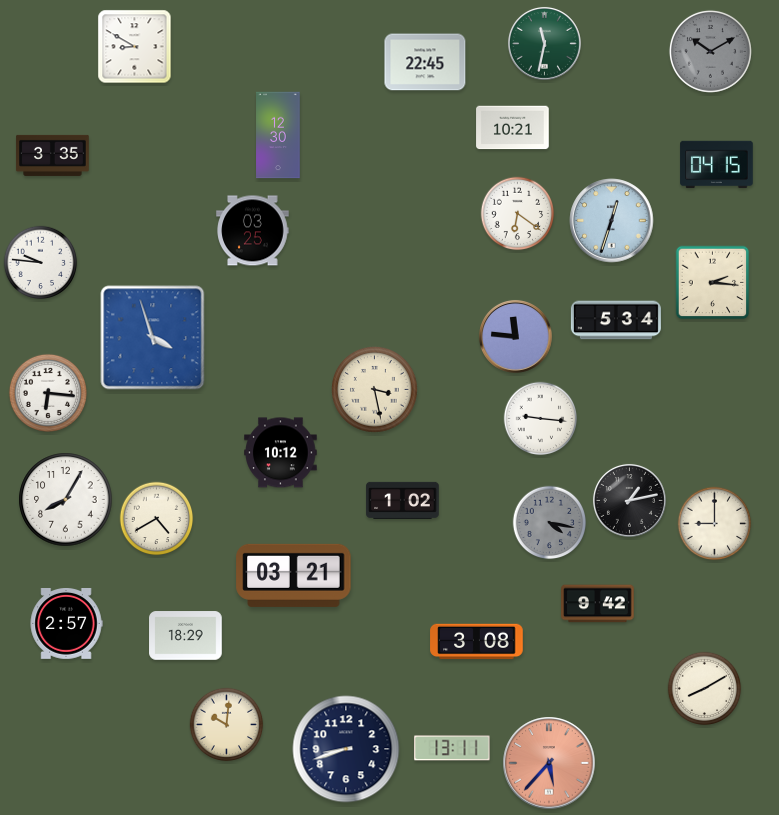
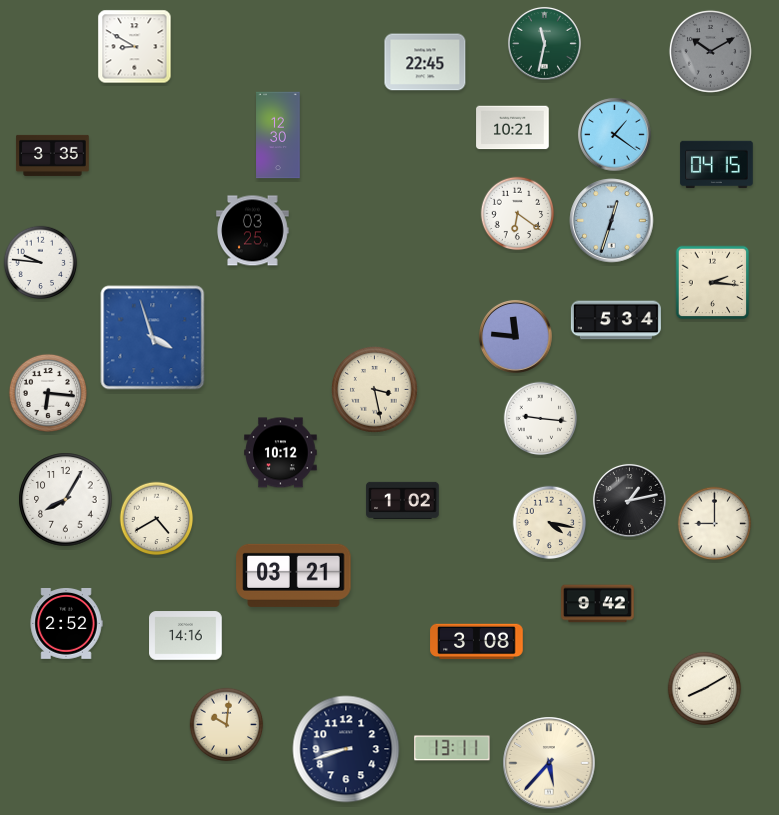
clock at (614, 134): none -> 1:21
clock at (550, 523) dial: grey -> cream
clock at (66, 624): 2:57 -> 2:52
clock at (186, 636): 18:29 -> 14:16
clock at (549, 763) dial: salmon -> cream
